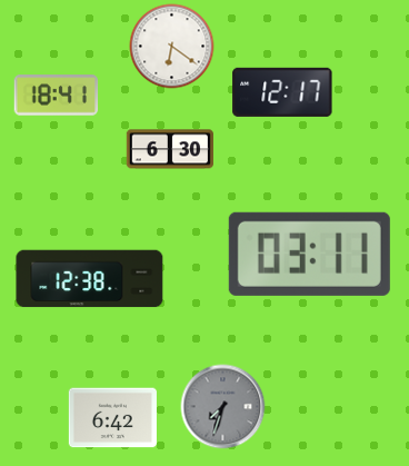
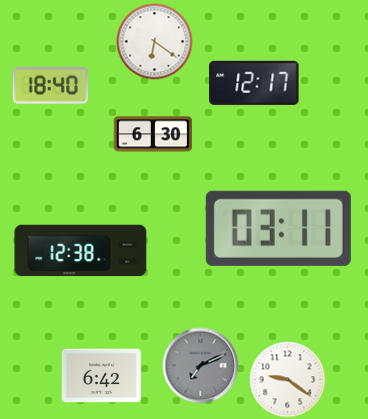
clock at (57, 96): 18:41 -> 18:40
clock at (223, 407): 7:33 -> 7:11
clock at (288, 380): none -> 9:21
